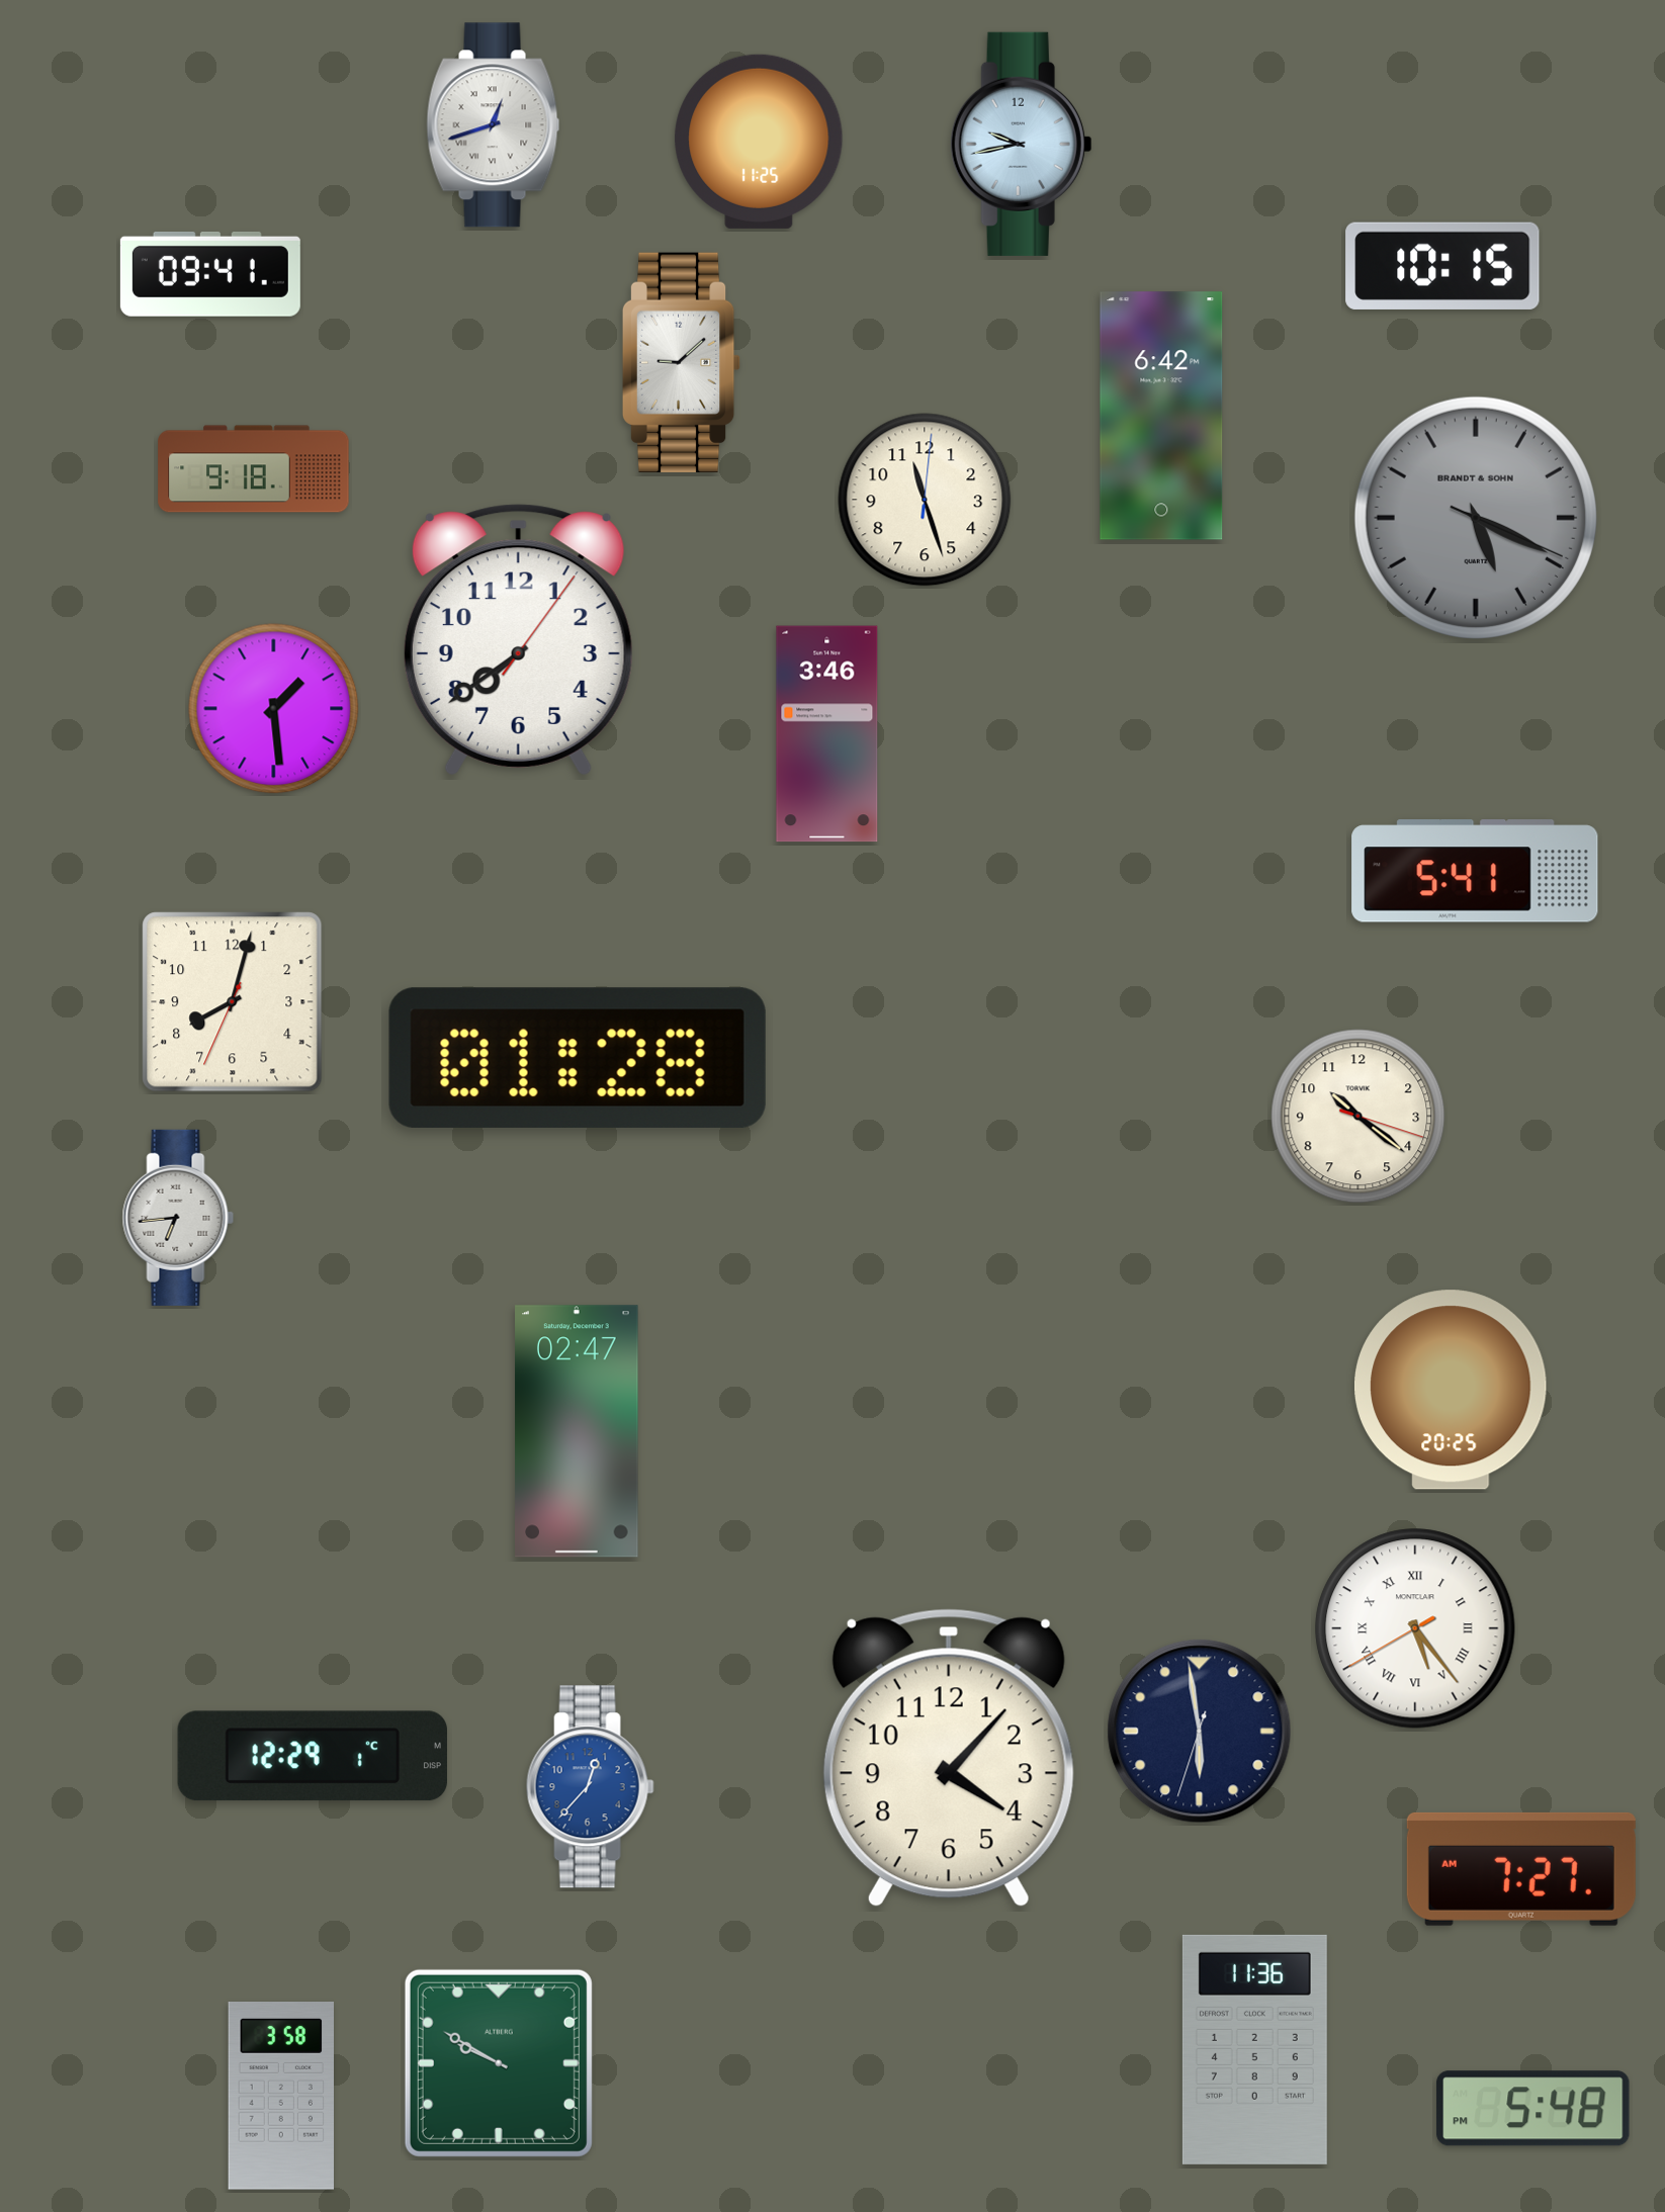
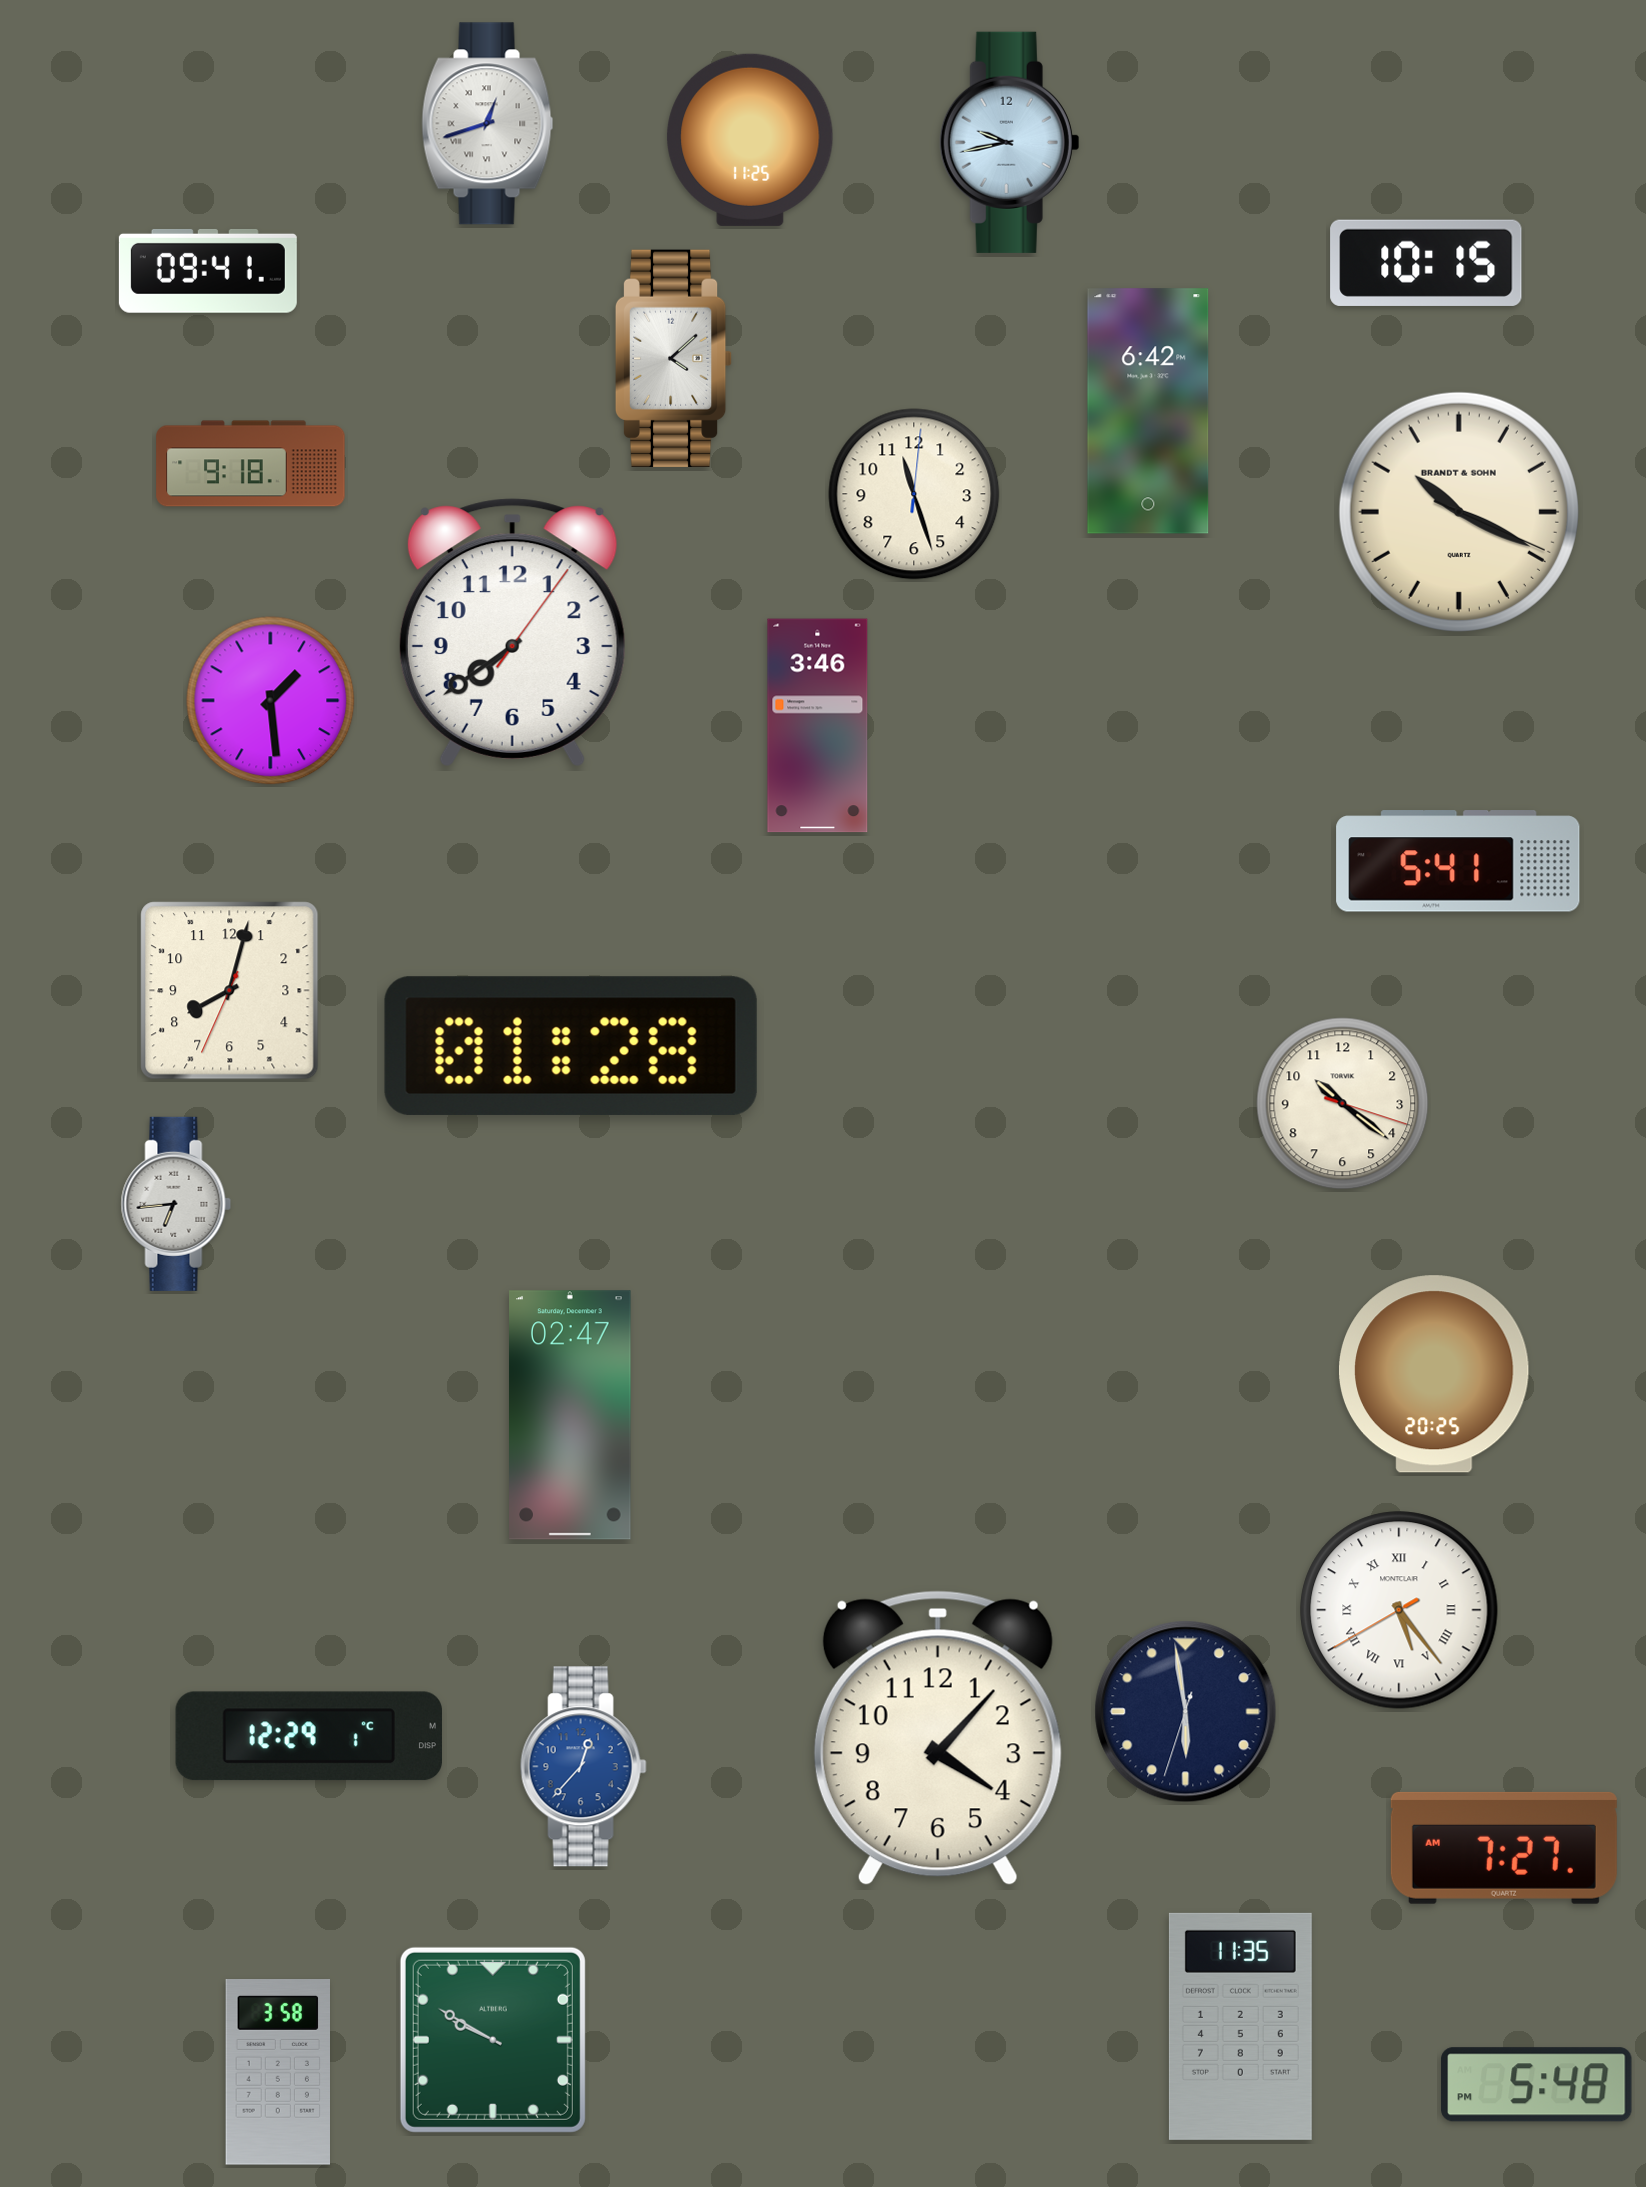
clock at (682, 362): 9:08 -> 4:08
clock at (1476, 518): 5:19 -> 10:19
clock at (1476, 518) dial: grey -> cream
clock at (1254, 2049): 11:36 -> 11:35
clock at (1533, 2109) position: (1533, 2109) -> (1537, 2085)
